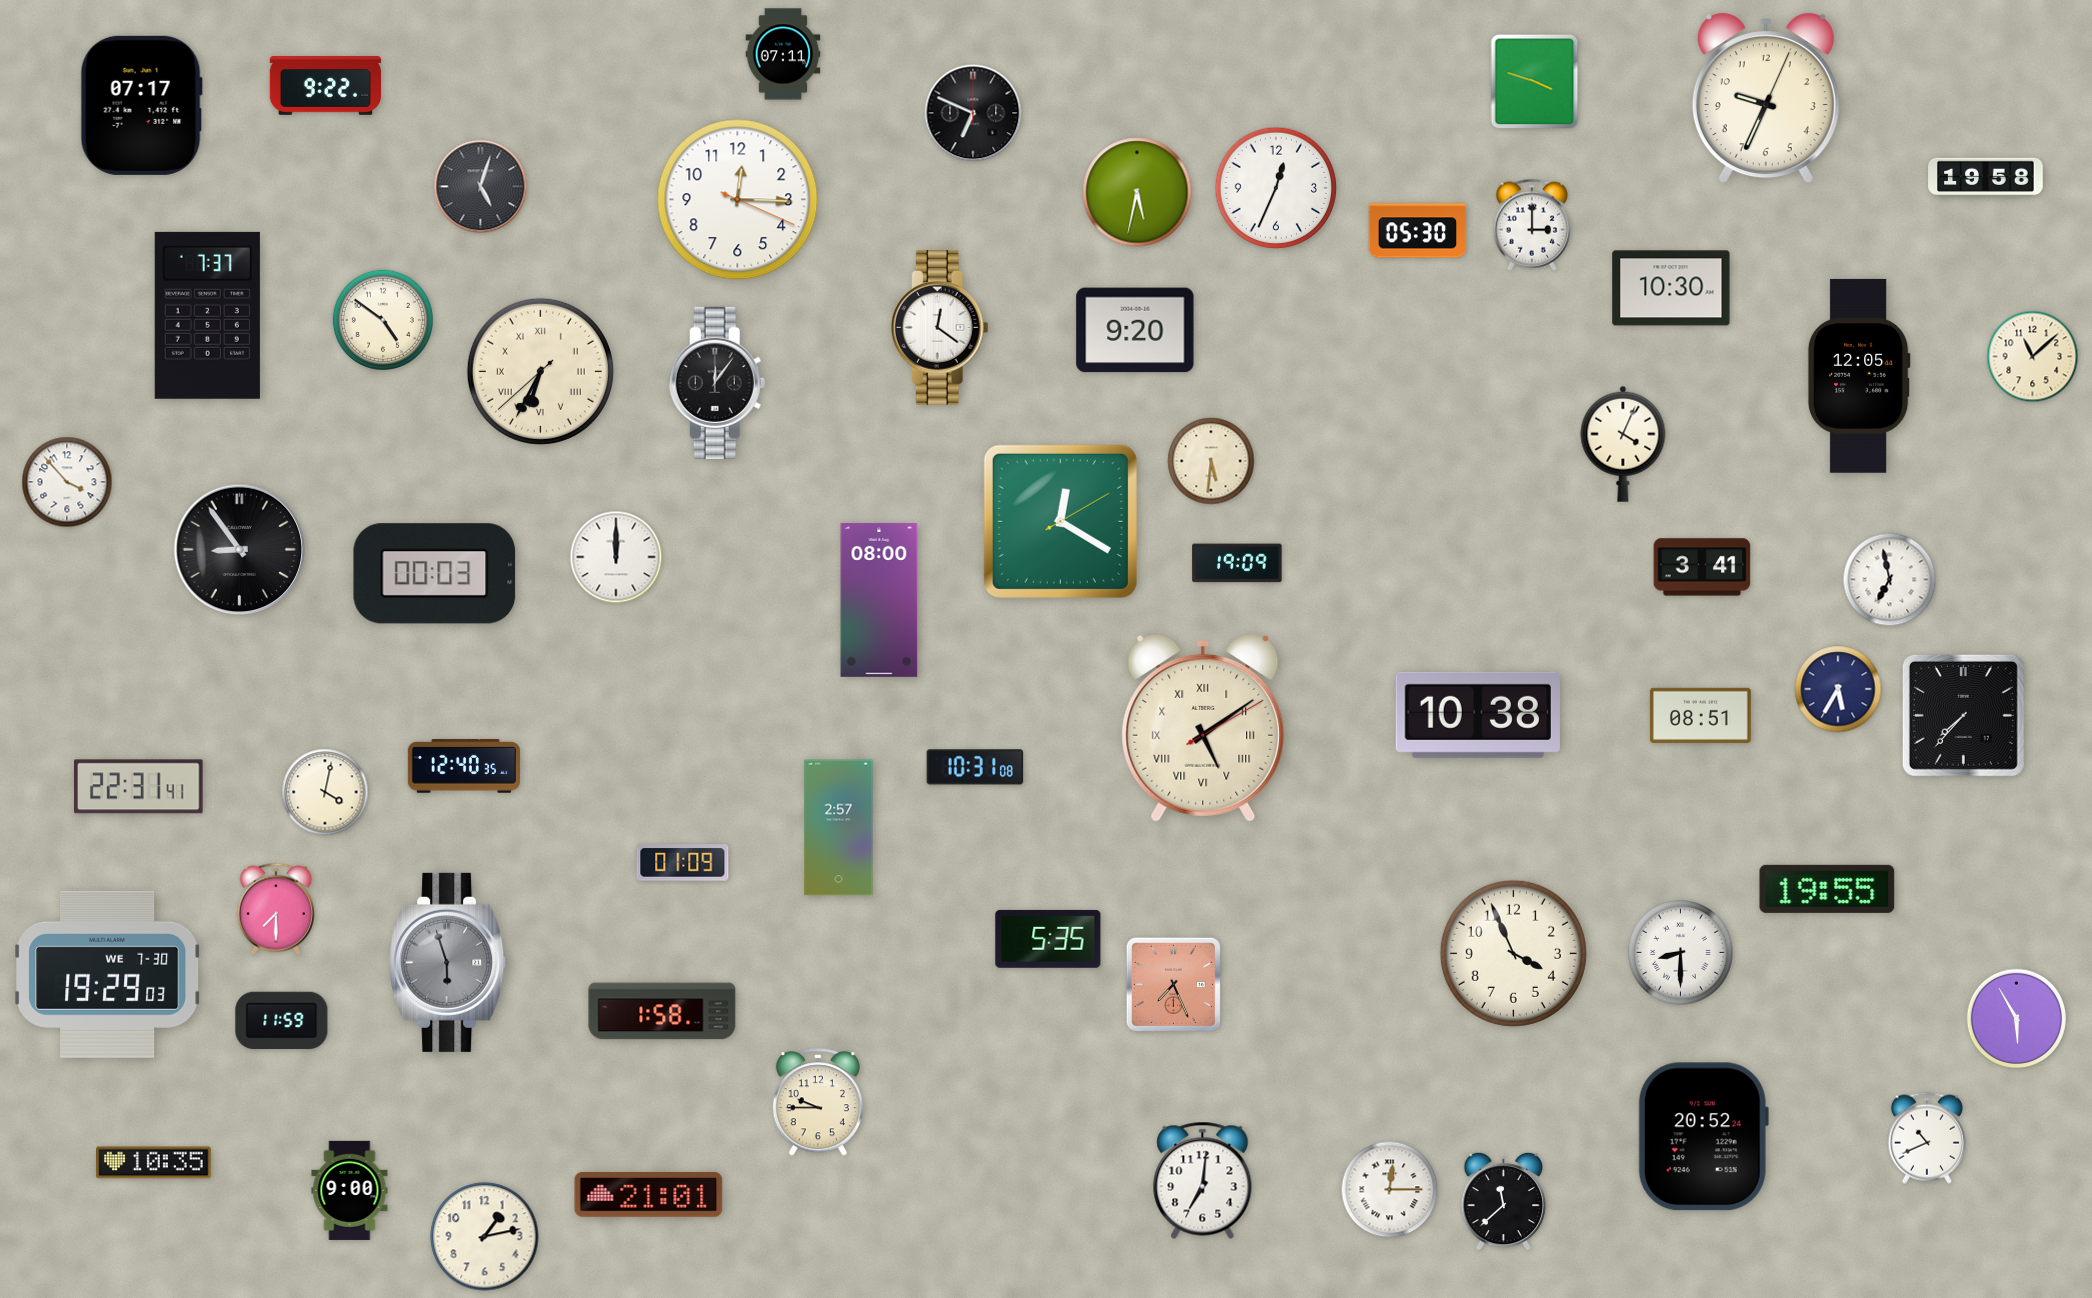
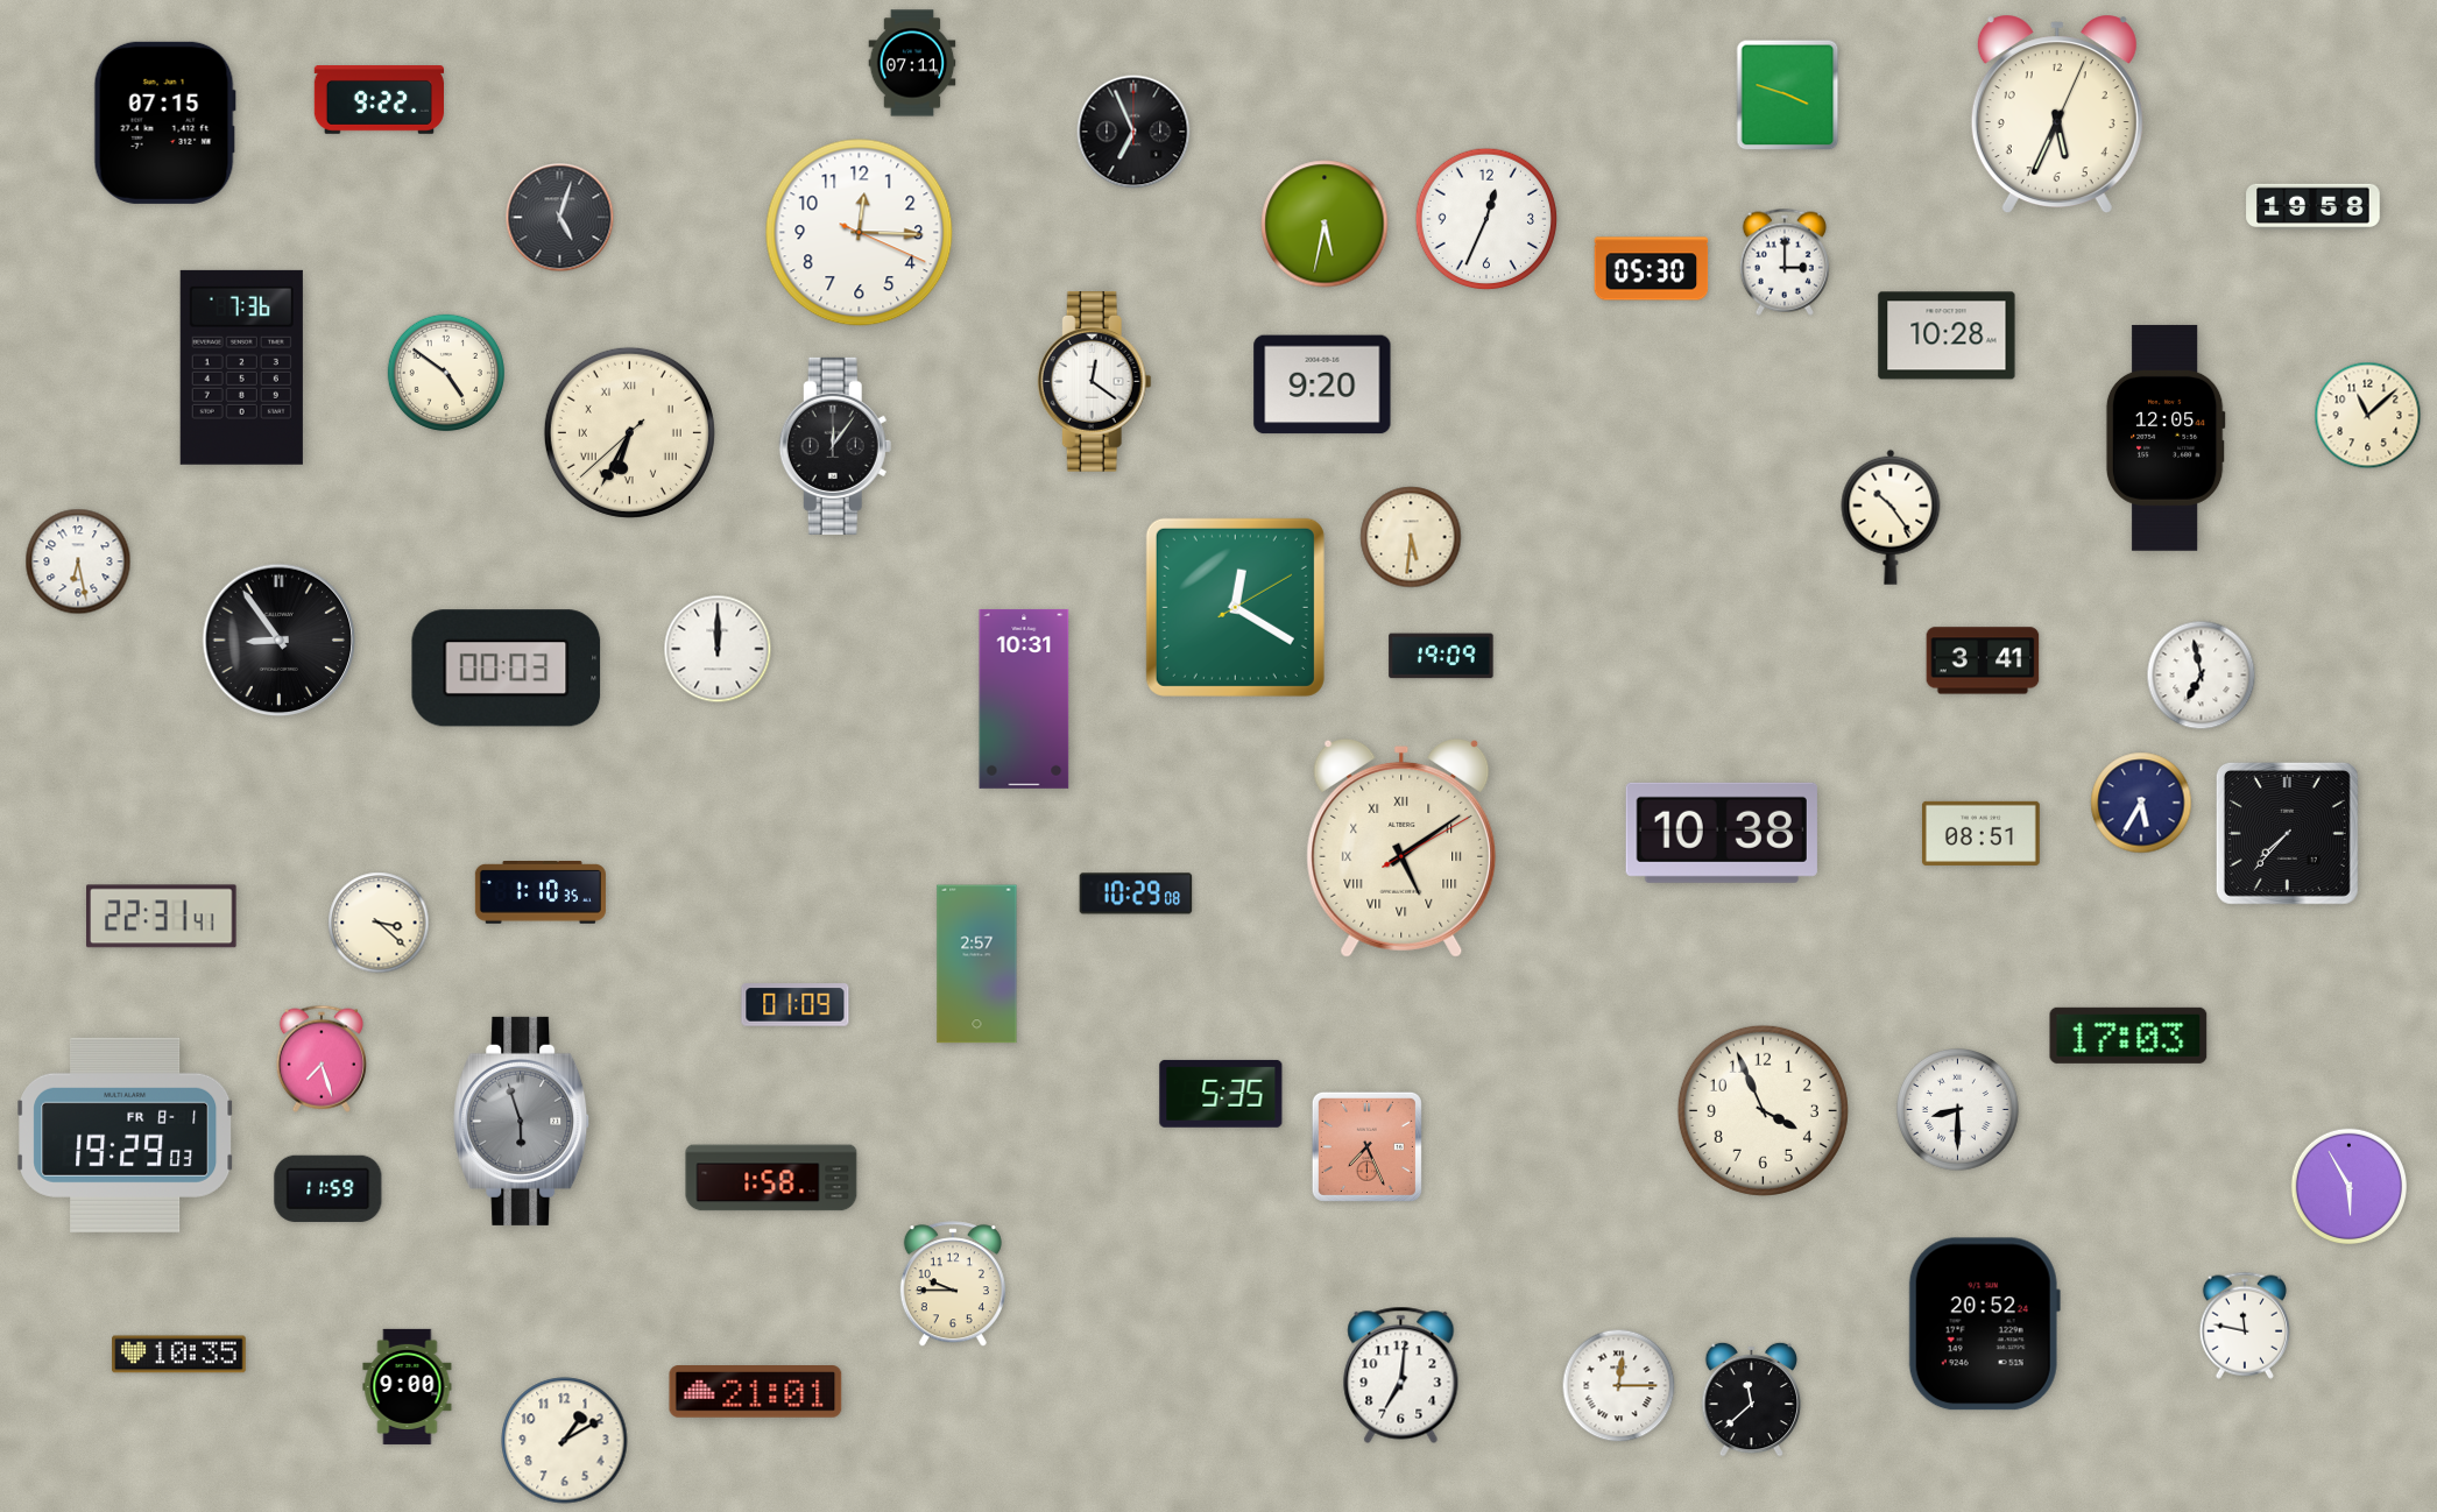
clock at (1766, 98): 9:34 -> 5:34
clock at (141, 105): 07:17 -> 07:15
clock at (973, 113): 6:49 -> 6:56
clock at (1671, 288): 10:30 -> 10:28
clock at (207, 315): 7:37 -> 7:36
clock at (1623, 444): 4:04 -> 10:24
clock at (67, 482): 3:53 -> 6:28
clock at (879, 600): 08:00 -> 10:31
clock at (464, 766): 12:40 -> 1:10
clock at (975, 767): 10:31 -> 10:29
clock at (325, 792): 4:02 -> 3:22
clock at (1827, 889): 19:55 -> 17:03
clock at (276, 909): 7:30 -> 7:27
clock at (108, 974) date: WE 7-30 -> FR 8-1
clock at (1927, 1138): 10:41 -> 11:47
clock at (485, 1237): 1:13 -> 1:10
